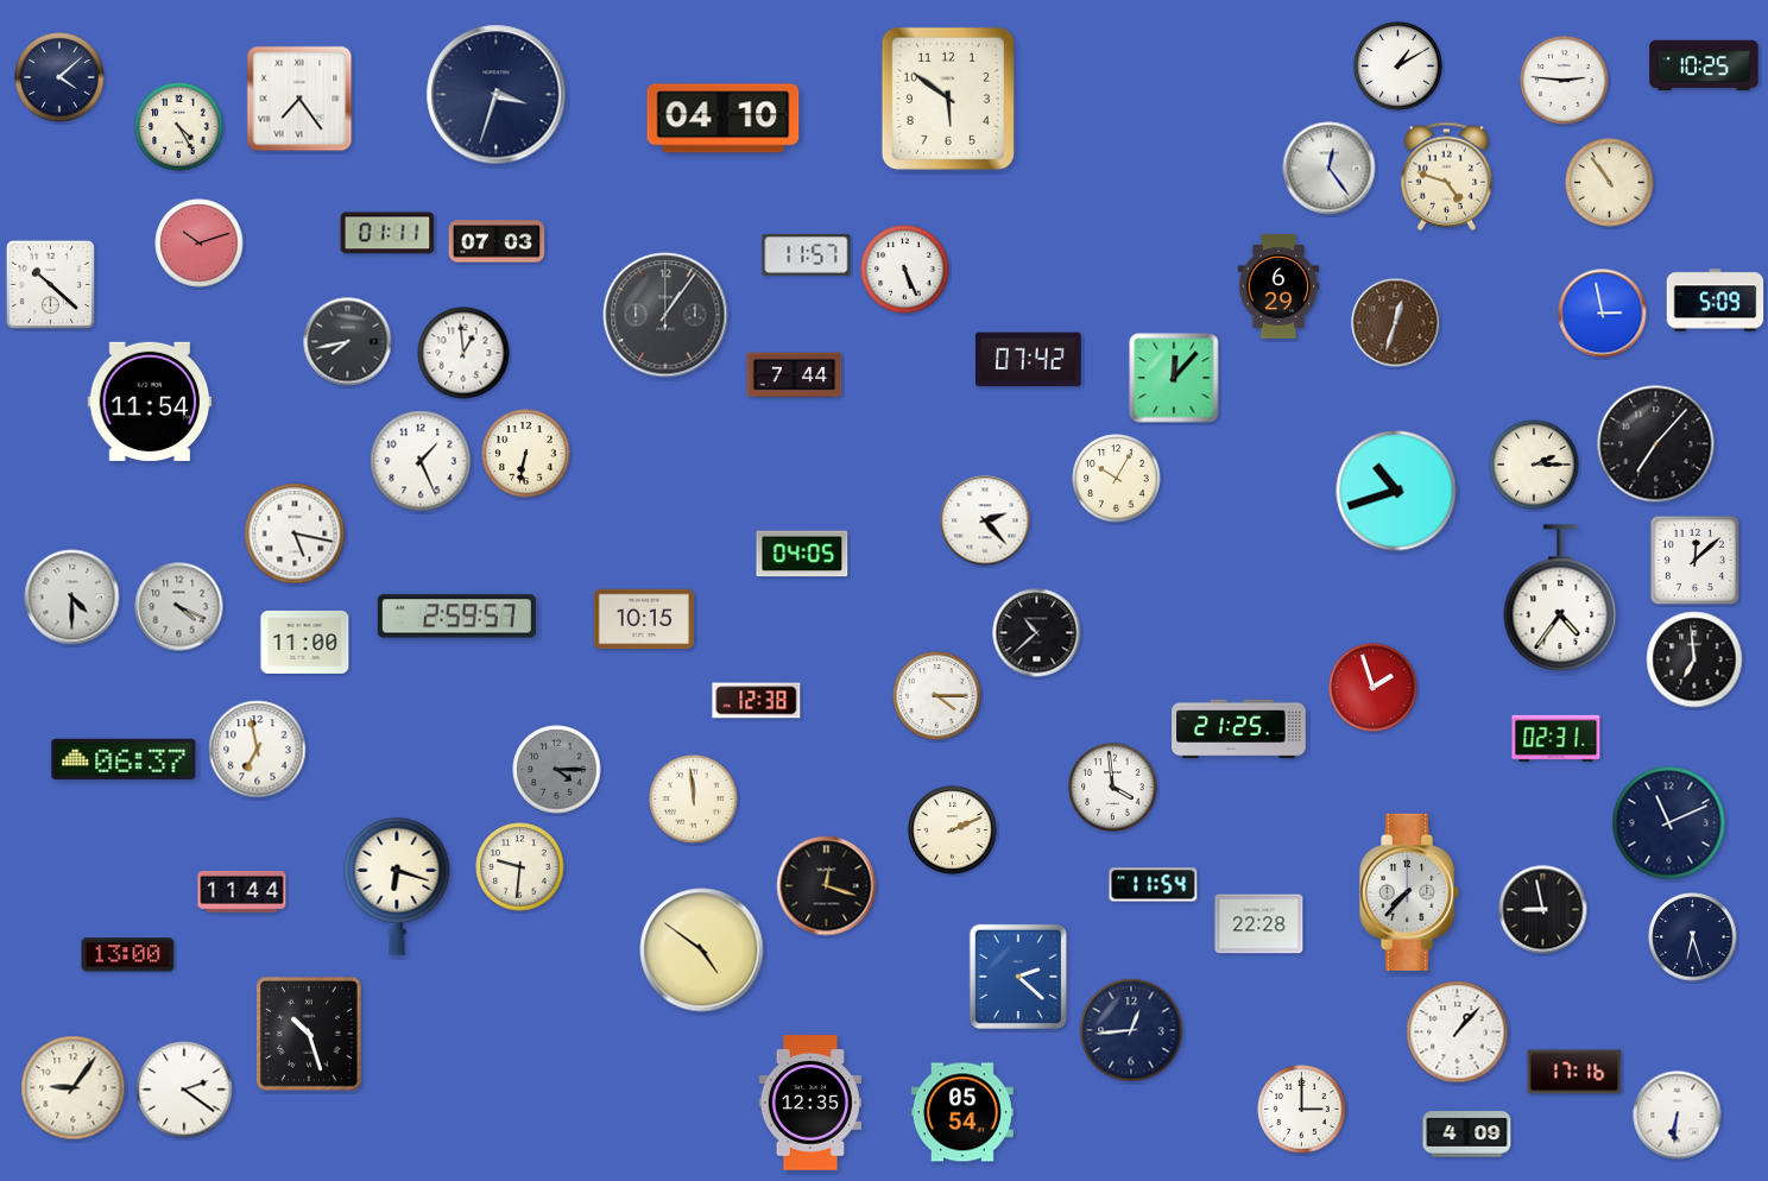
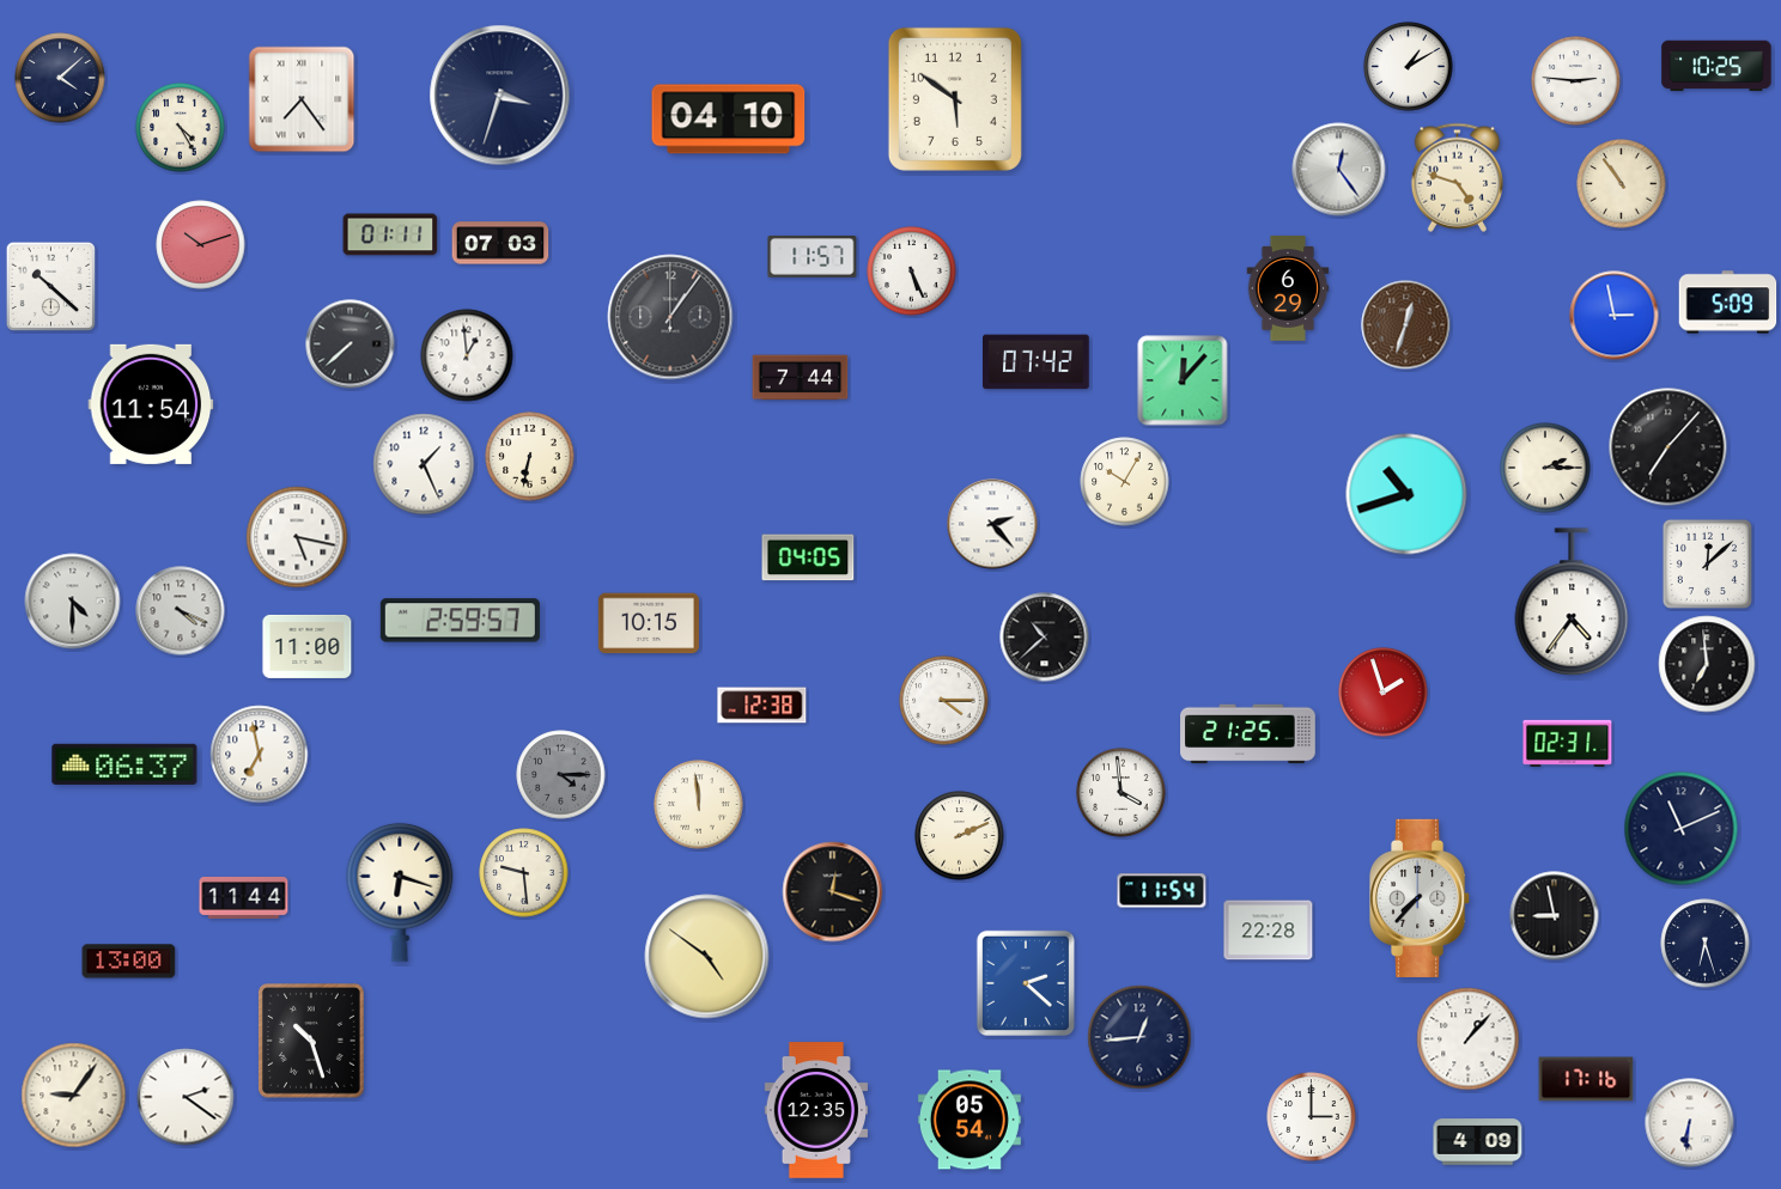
clock at (348, 342): 7:43 -> 7:38
clock at (520, 867): 9:31 -> 9:29
